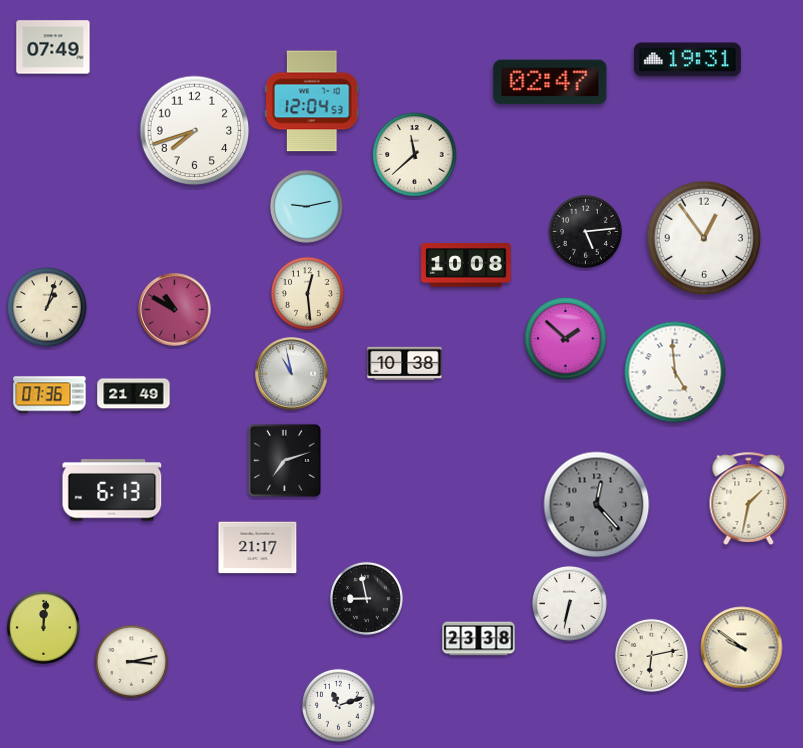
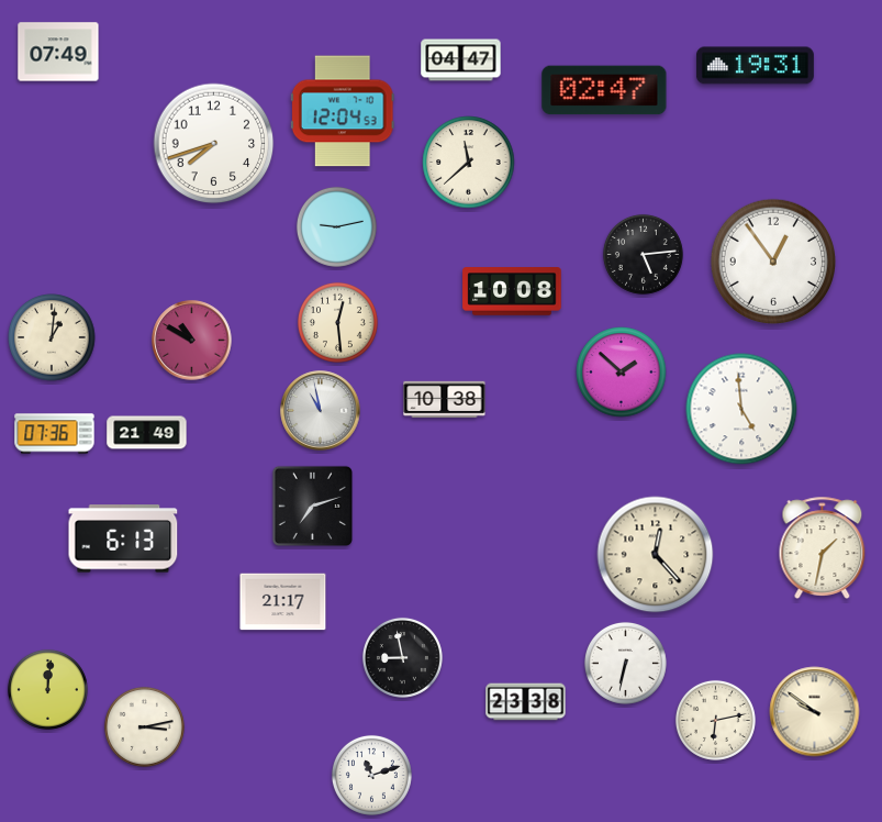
clock at (461, 60): none -> 04:47
clock at (415, 155) position: (415, 155) -> (469, 163)
clock at (47, 307): 1:03 -> 1:01
clock at (597, 505) dial: grey -> cream
